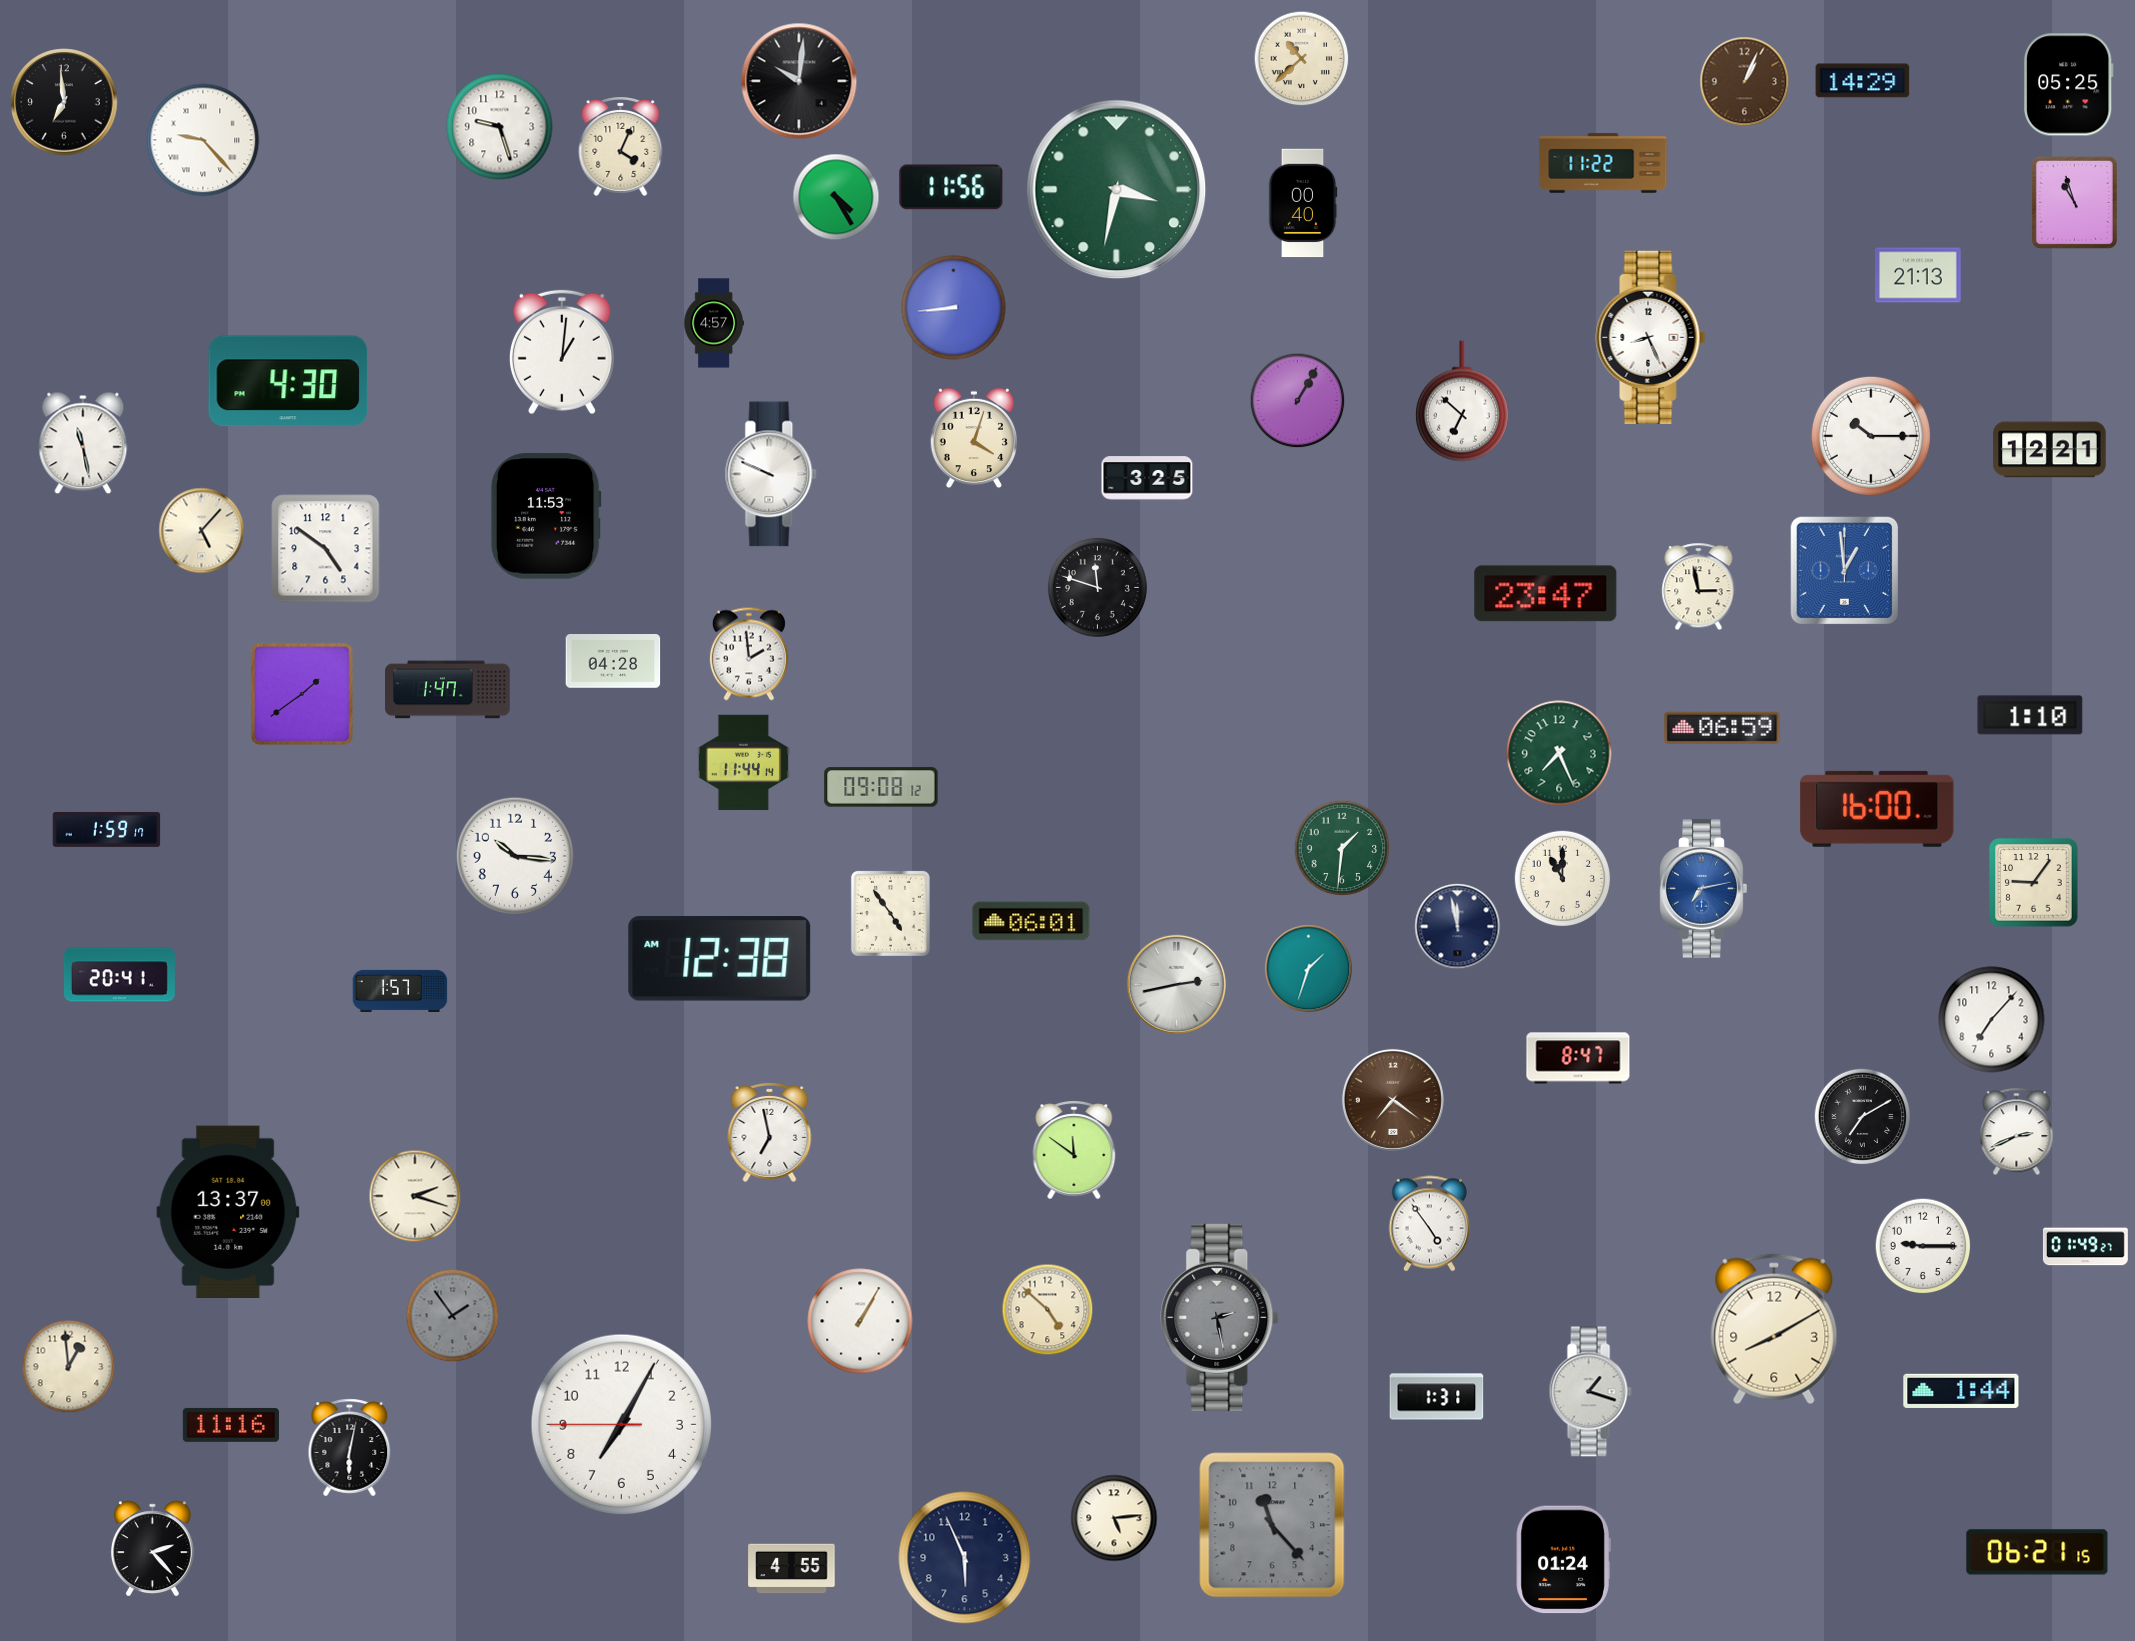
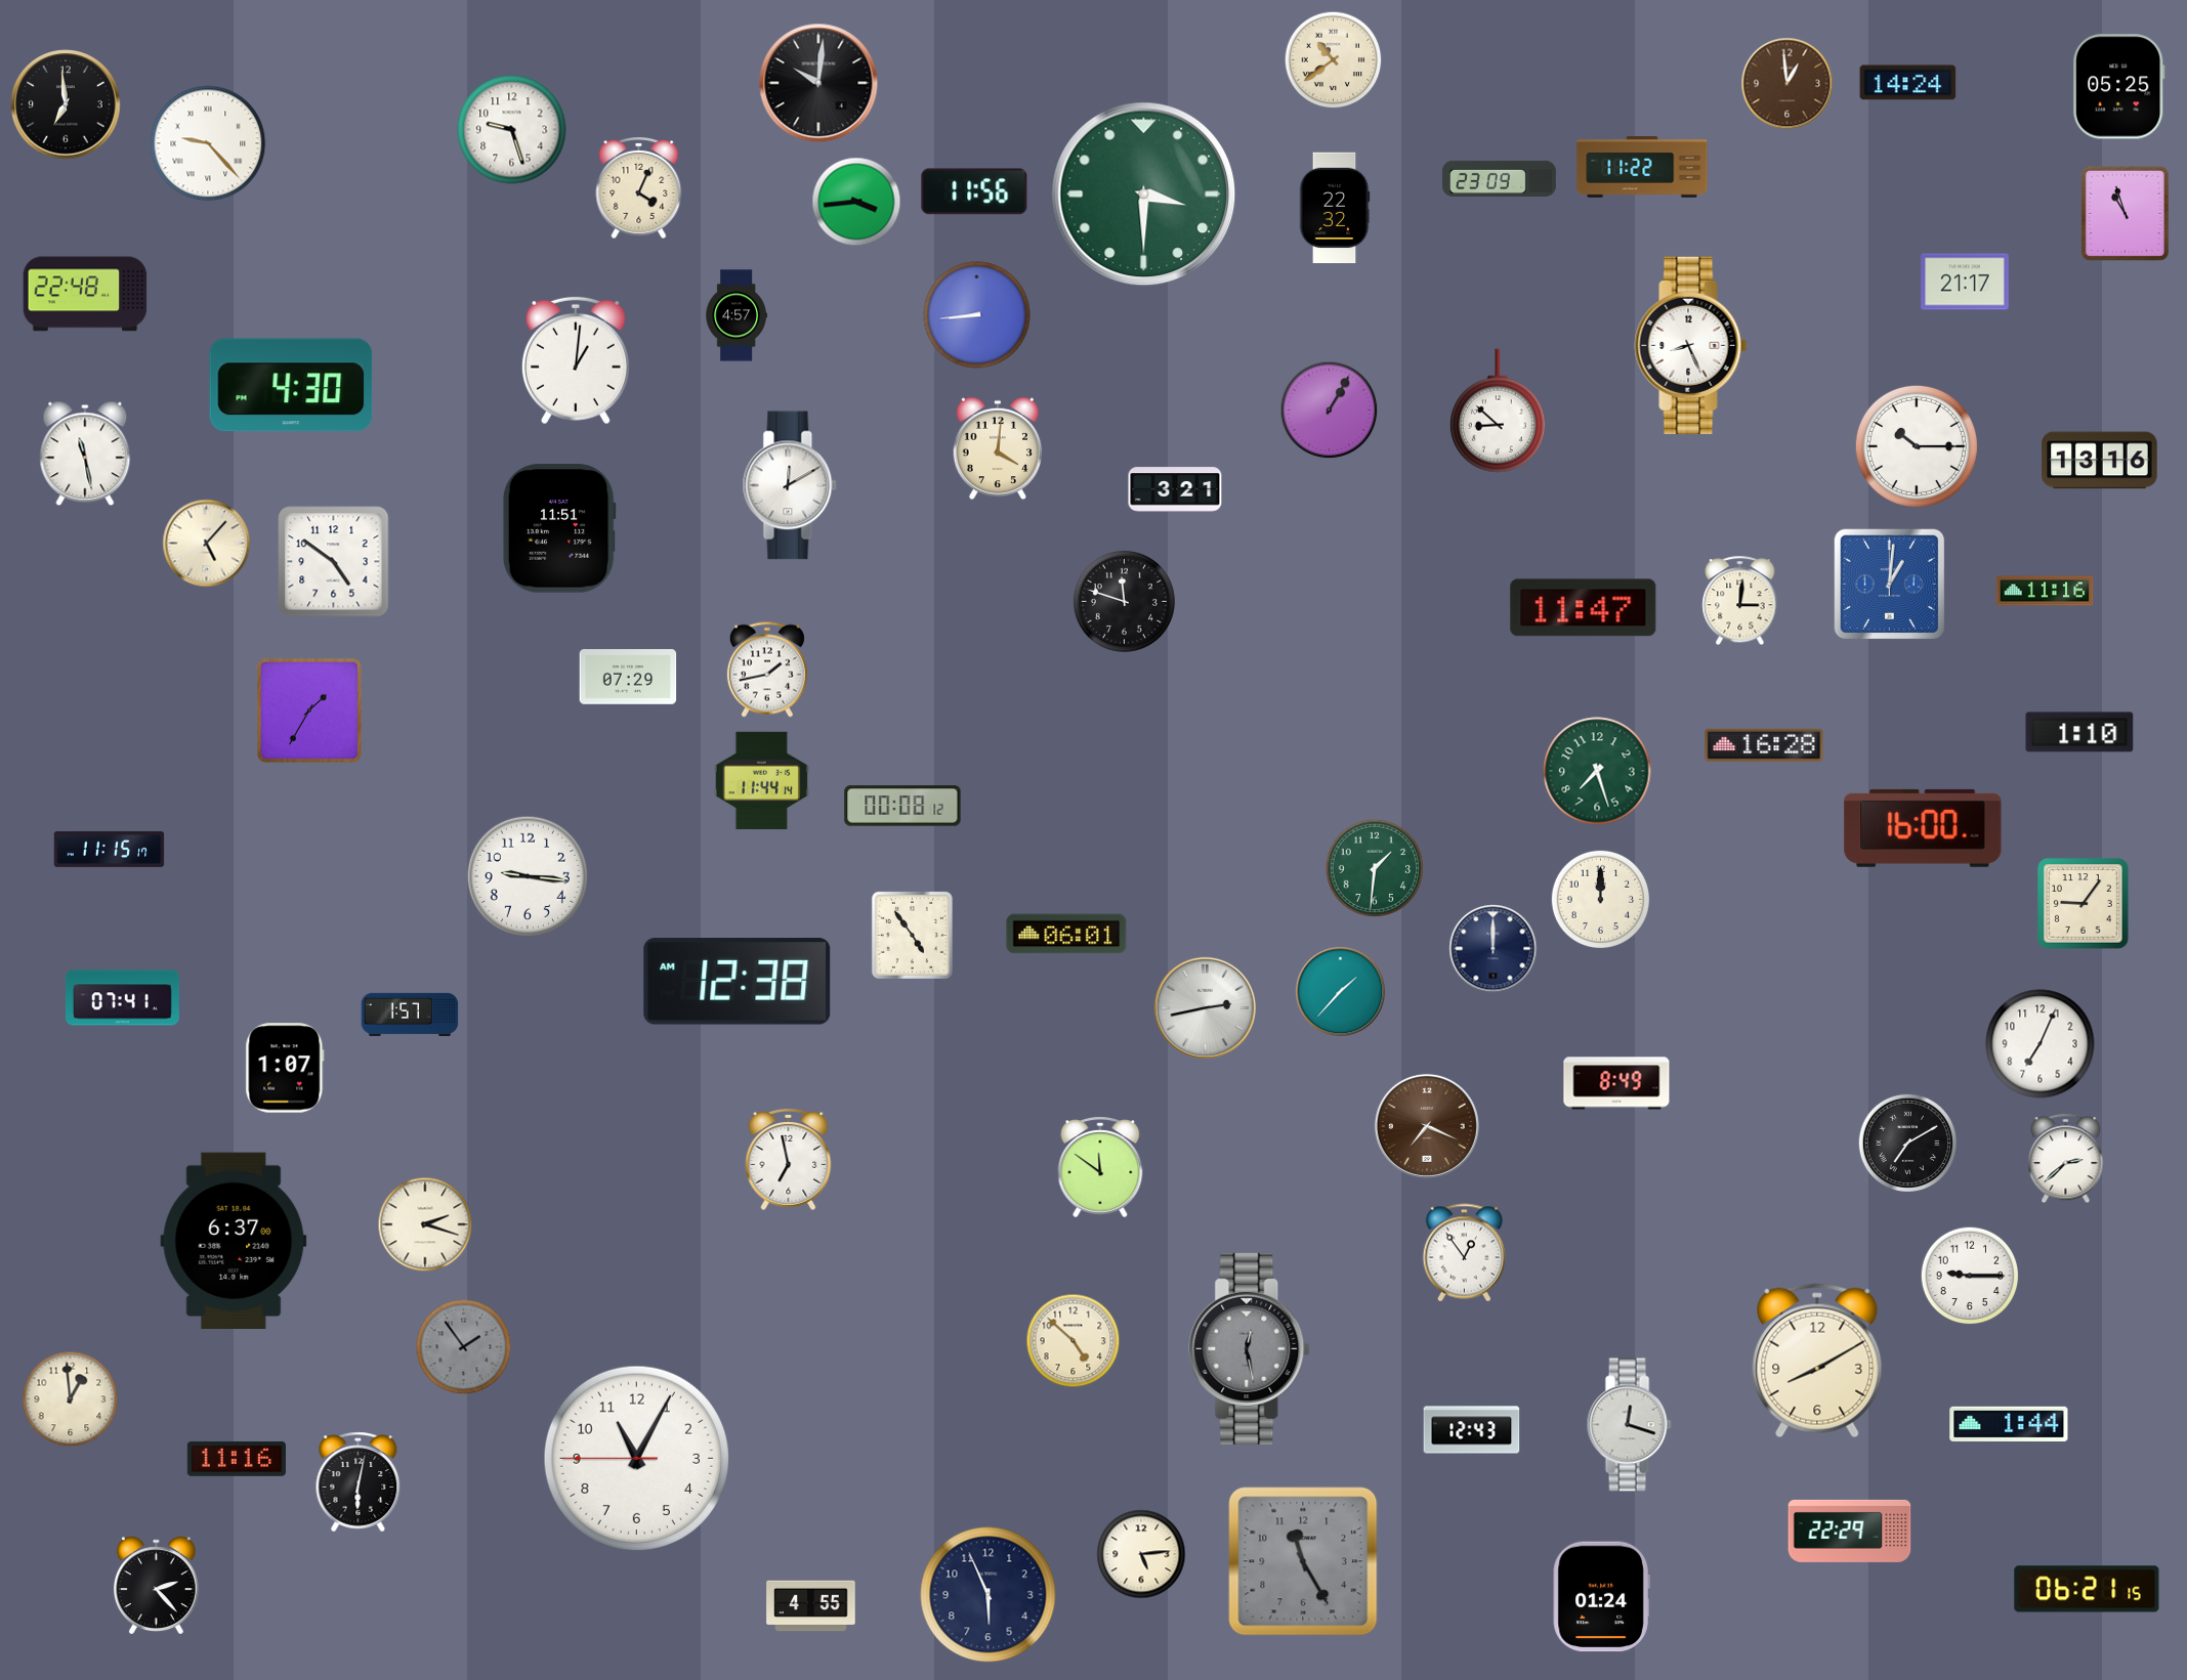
clock at (1302, 59): 10:38 -> 10:39
clock at (1863, 81): 14:29 -> 14:24
clock at (1745, 82): 1:04 -> 12:59
clock at (621, 147) position: (621, 147) -> (639, 188)
clock at (1499, 178): none -> 23:09
clock at (1117, 190): 3:32 -> 3:30
clock at (836, 197): 4:25 -> 3:44
clock at (2074, 202) position: (2074, 202) -> (2125, 213)
clock at (1303, 203): 00:40 -> 22:32
clock at (1918, 275): 21:13 -> 21:17
clock at (85, 294): none -> 22:48
clock at (714, 323) position: (714, 323) -> (737, 315)
clock at (288, 381) position: (288, 381) -> (291, 385)
clock at (1462, 401): 6:52 -> 8:52
clock at (974, 438): 4:03 -> 4:01
clock at (2050, 450): 12:21 -> 13:16
clock at (771, 474): 9:49 -> 12:10
clock at (1147, 478): 3:25 -> 3:21
clock at (546, 516): 11:53 -> 11:51
clock at (1845, 571): 12:59 -> 1:01
clock at (2045, 591): none -> 11:16
clock at (1699, 587): 2:58 -> 3:01
clock at (1546, 594): 23:47 -> 11:47
clock at (749, 654): 1:59 -> 1:43
clock at (613, 662): 04:28 -> 07:29
clock at (448, 690): 1:47 -> none
clock at (302, 694): 1:39 -> 1:35
clock at (1722, 728): 06:59 -> 16:28
clock at (1559, 753): 7:26 -> 7:27
clock at (881, 787): 09:08 -> 00:08
clock at (107, 829): 1:59 -> 11:15
clock at (515, 856): 10:16 -> 9:16
clock at (1562, 878): 11:00 -> 12:00
clock at (1704, 889): 7:13 -> none
clock at (1031, 921) position: (1031, 921) -> (1066, 934)
clock at (1458, 927): 11:58 -> 12:00
clock at (1309, 969): 1:33 -> 1:37
clock at (119, 975): 20:41 -> 07:41
clock at (1992, 1020): 7:07 -> 7:04
clock at (285, 1068): none -> 1:07
clock at (1578, 1058): 8:47 -> 8:49
clock at (1393, 1100): 7:21 -> 7:19
clock at (2017, 1132): 2:41 -> 2:38
clock at (1074, 1150) position: (1074, 1150) -> (1100, 1167)
clock at (228, 1211): 13:37 -> 6:37
clock at (1429, 1224): 4:54 -> 12:54
clock at (2085, 1247): 01:49 -> none
clock at (1220, 1317): 2:28 -> 12:28
clock at (860, 1321): 1:05 -> none
clock at (1590, 1392): 1:18 -> 12:18
clock at (1437, 1397): 1:31 -> 12:43
clock at (621, 1424): 7:04 -> 11:04
clock at (1850, 1531): none -> 22:29
clock at (1272, 1525): 11:23 -> 11:25
